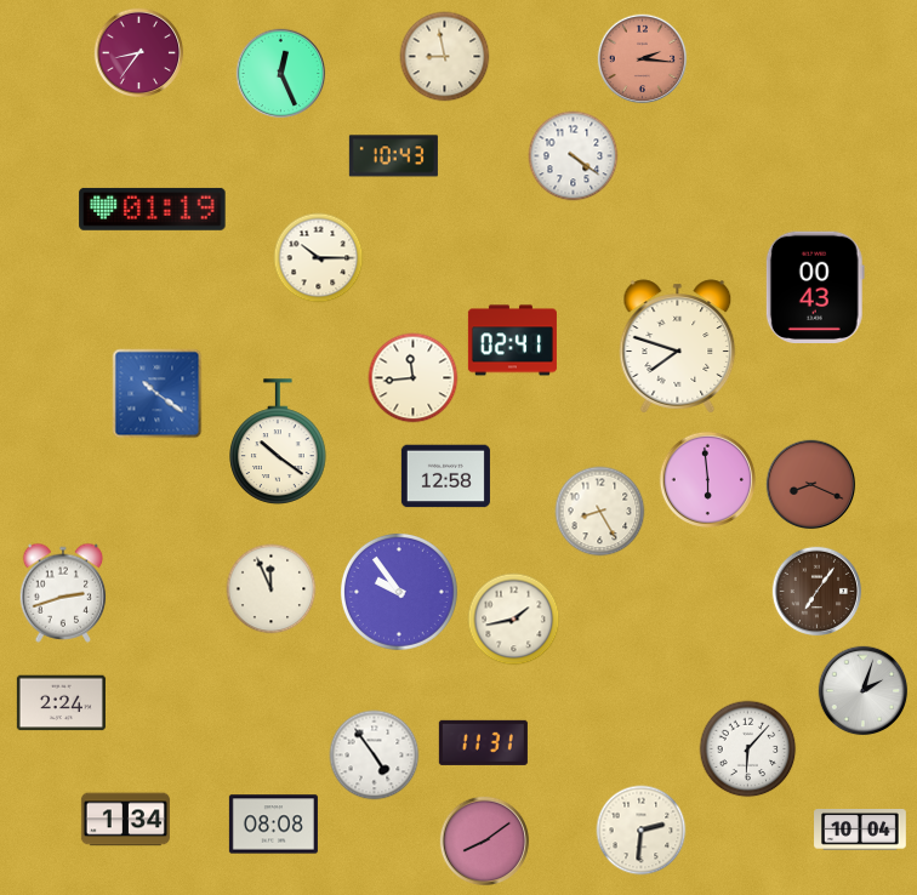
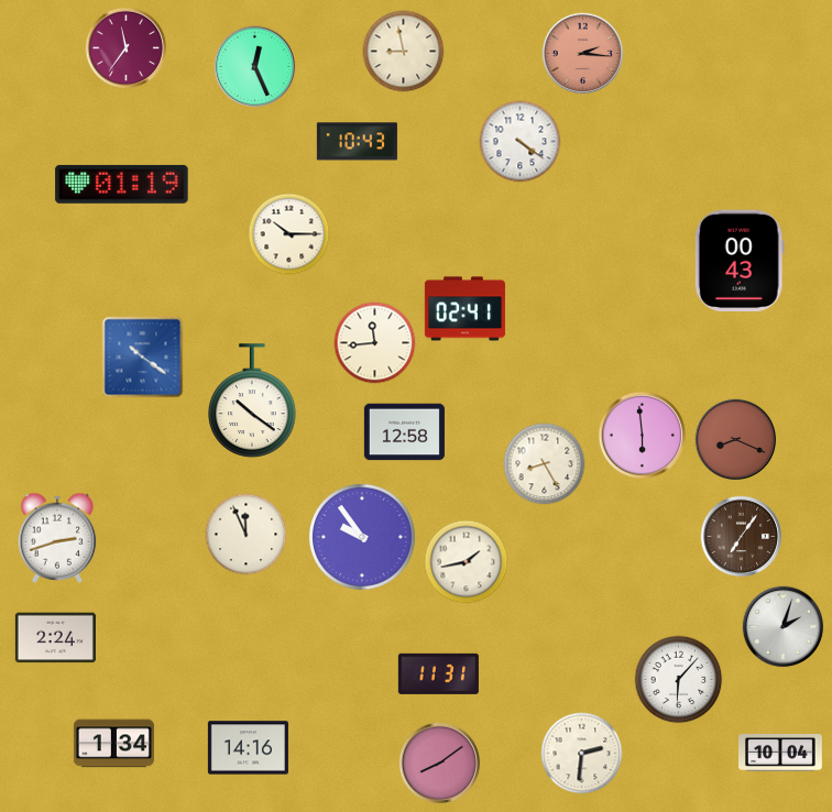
clock at (139, 53): 8:36 -> 11:36
clock at (153, 209) position: (153, 209) -> (122, 184)
clock at (678, 347): 7:48 -> none
clock at (375, 756): 4:54 -> none
clock at (273, 825): 08:08 -> 14:16
